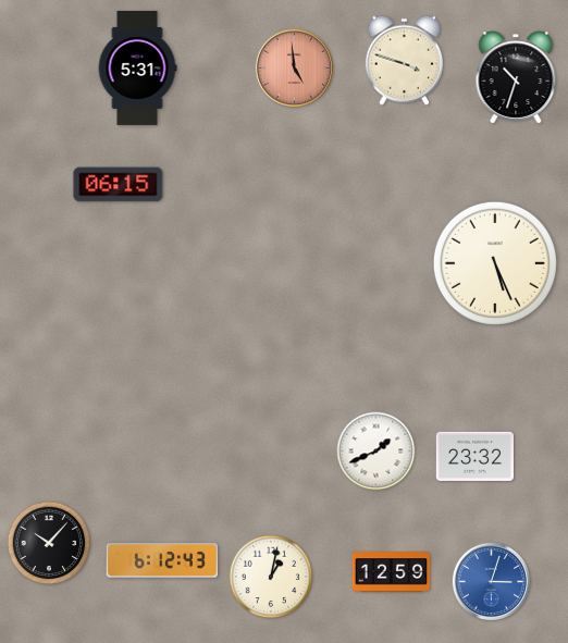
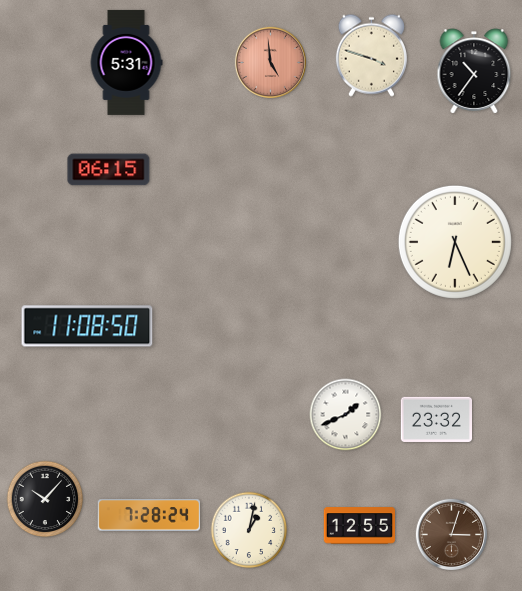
clock at (516, 77): 10:33 -> 10:36
clock at (495, 263): 5:26 -> 6:26
clock at (87, 326): none -> 11:08
clock at (162, 560): 6:12 -> 7:28
clock at (391, 572): 12:59 -> 12:55
clock at (491, 581) dial: blue -> brown
